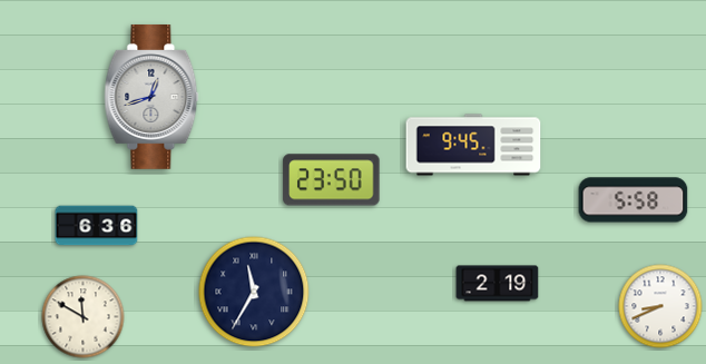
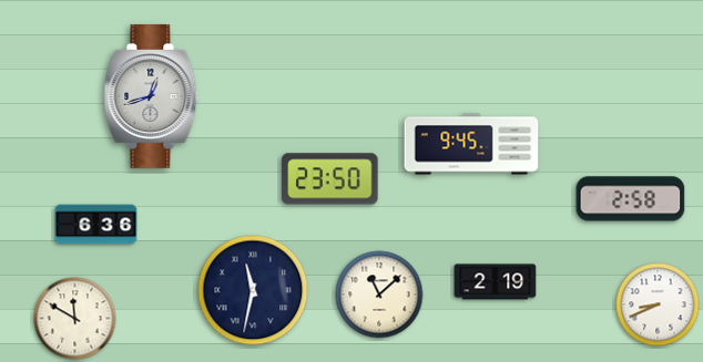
clock at (634, 200): 5:58 -> 2:58
clock at (254, 292): 11:35 -> 11:32
clock at (379, 294): none -> 11:08
clock at (84, 317) position: (84, 317) -> (75, 319)
